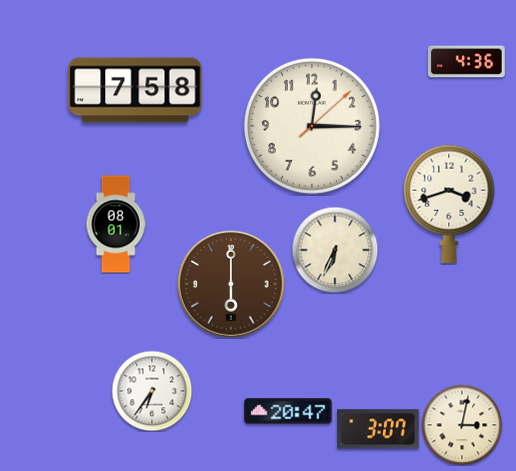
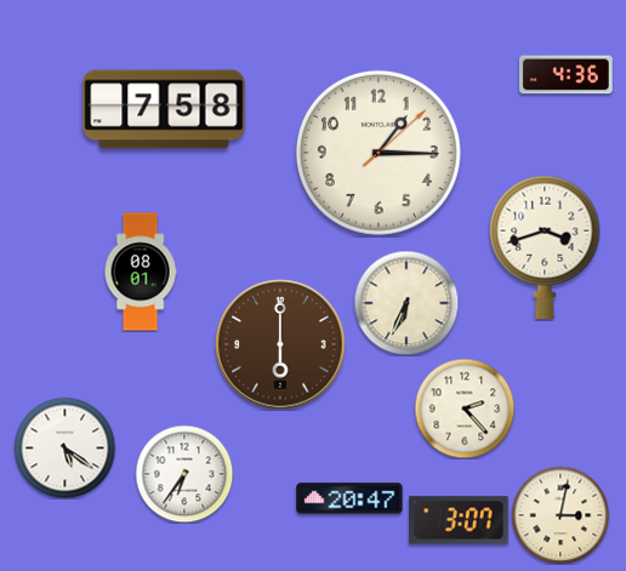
clock at (312, 126): 12:15 -> 1:15
clock at (465, 409): none -> 2:23
clock at (64, 447): none -> 5:21
